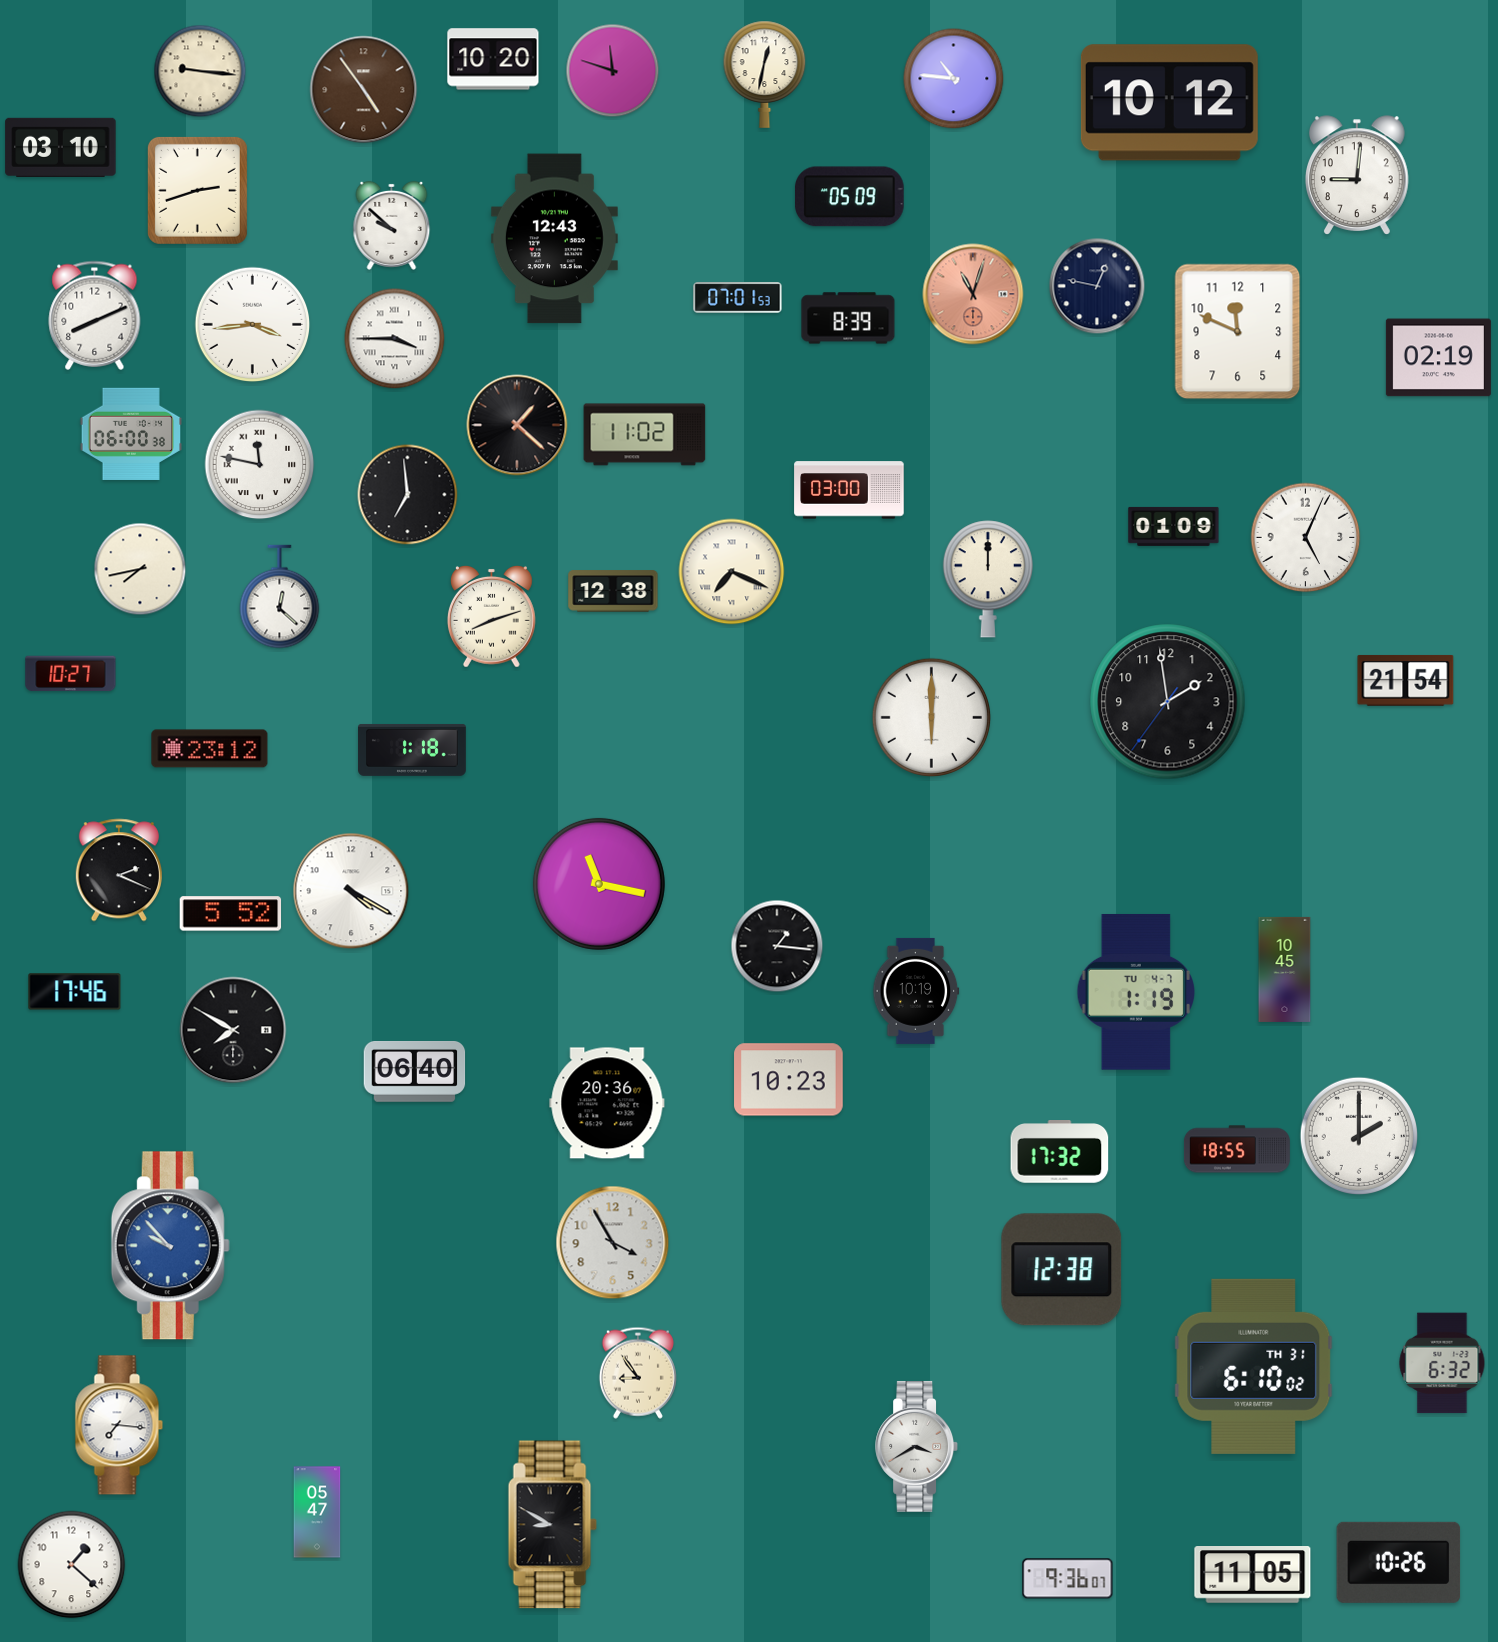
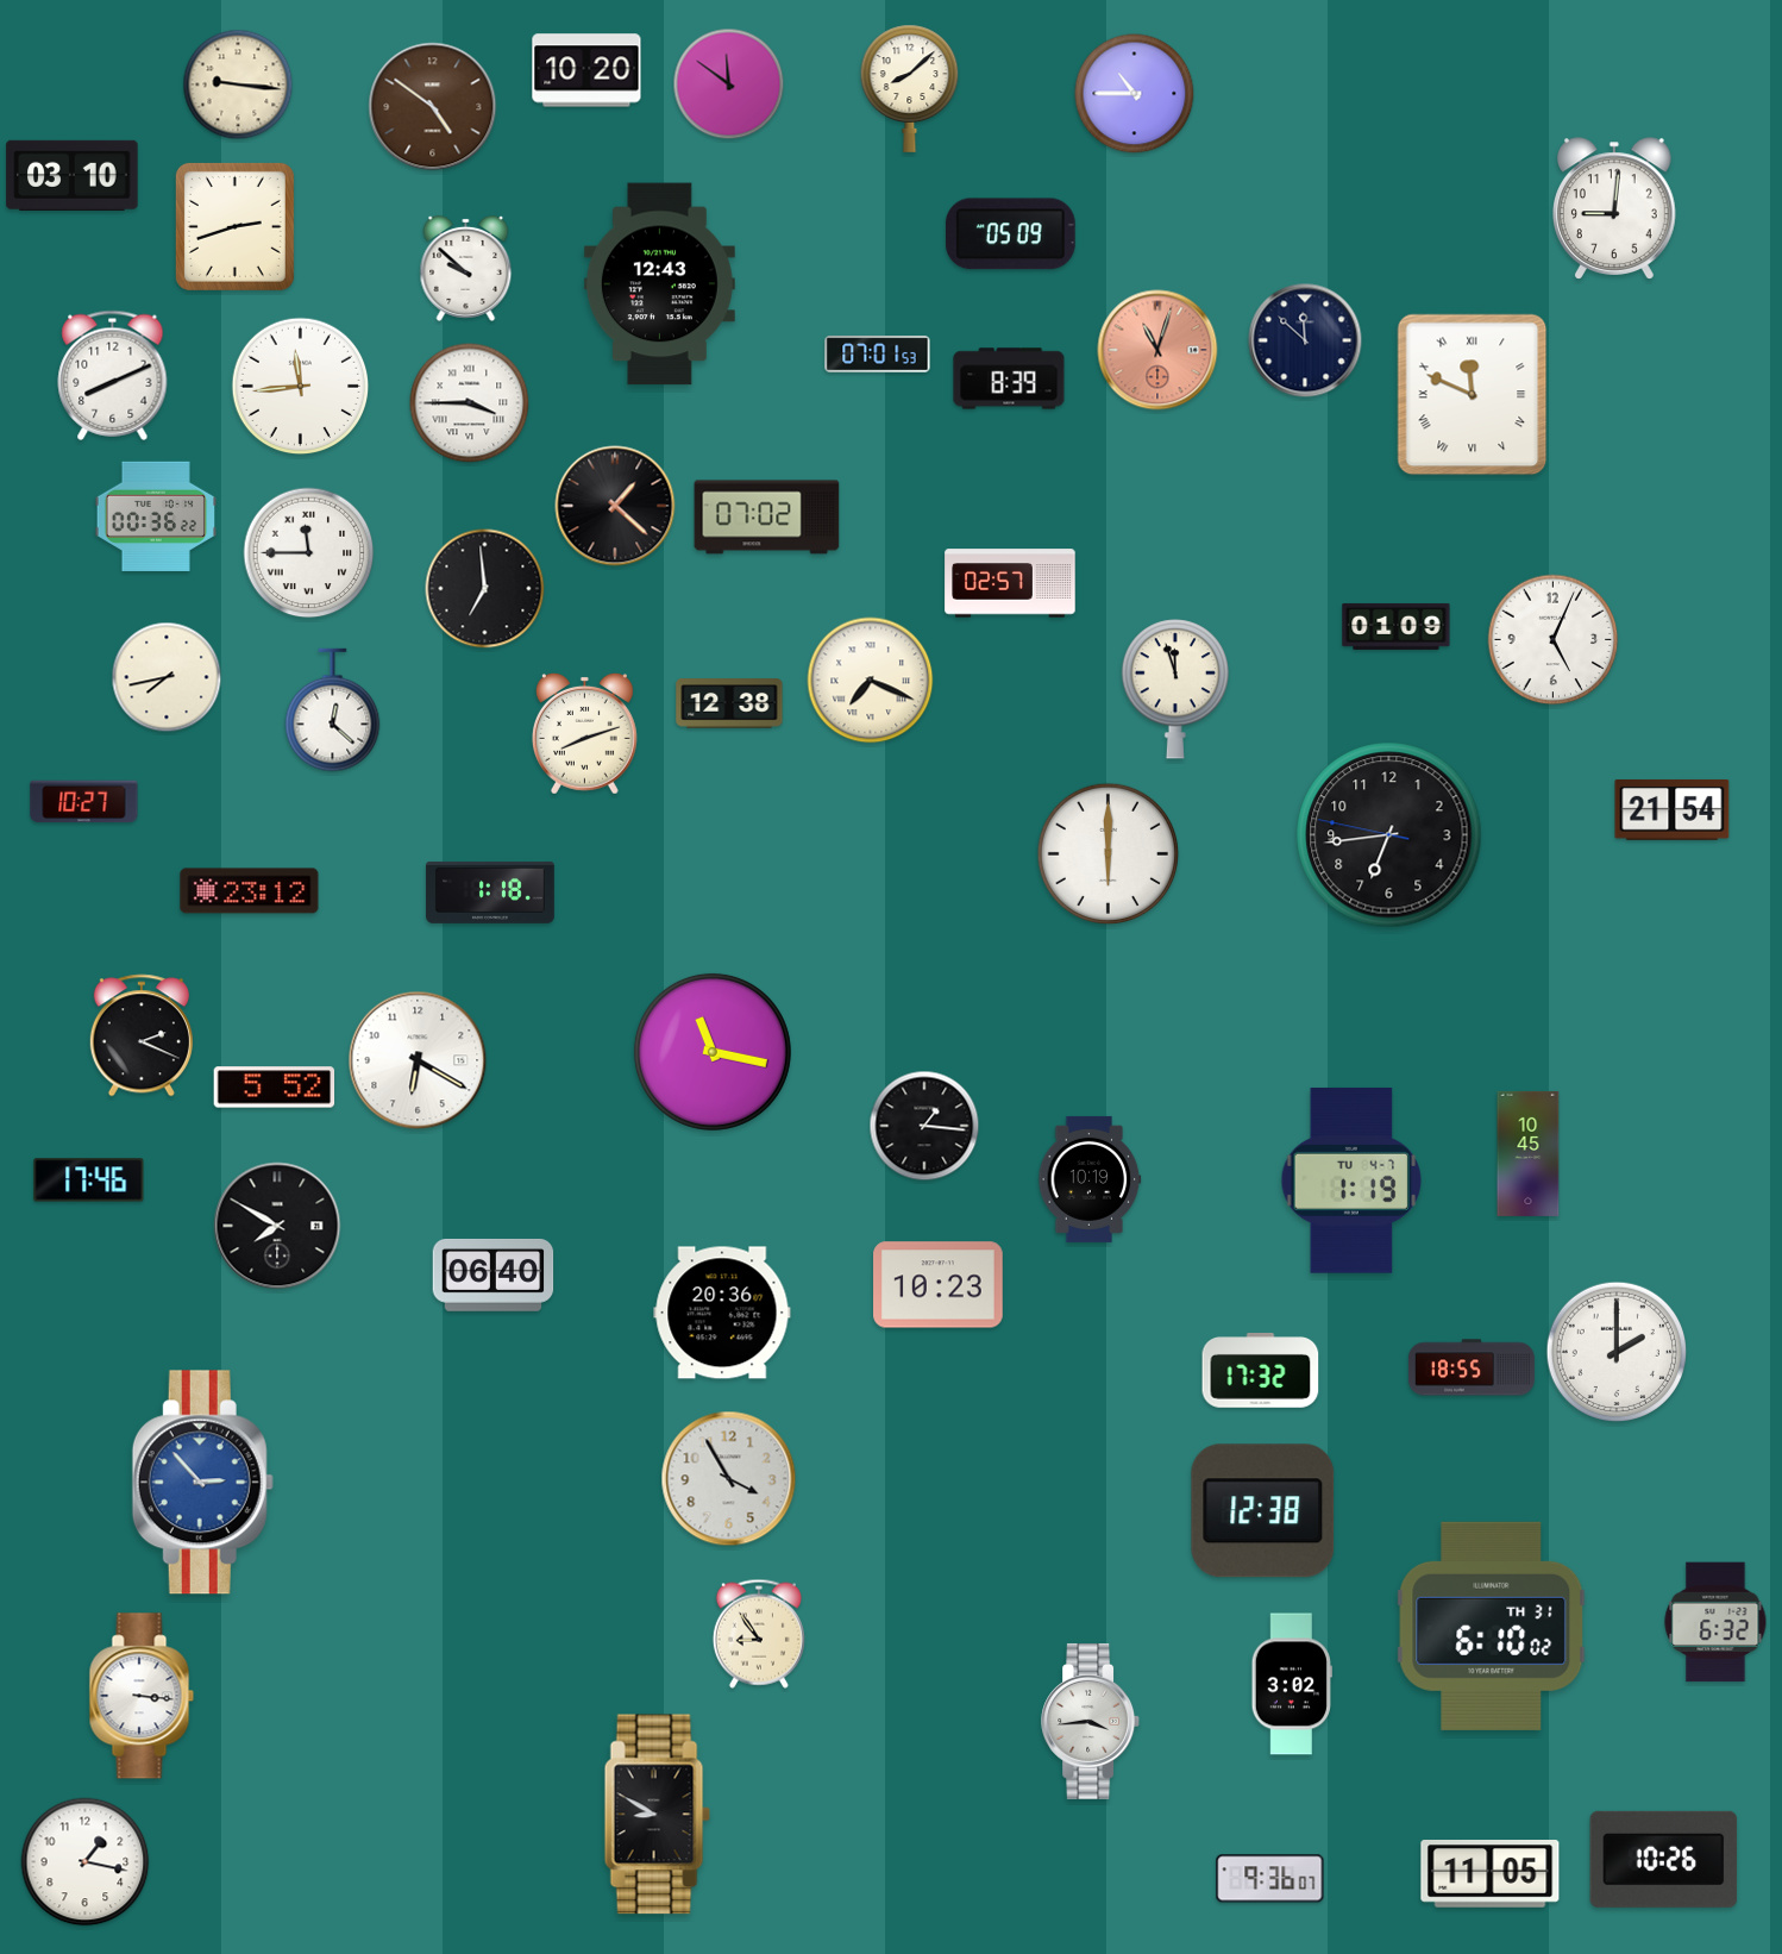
clock at (613, 71): 11:48 -> 11:51
clock at (765, 74): 12:32 -> 8:08
clock at (954, 79): 10:46 -> 10:45
clock at (364, 90): 4:54 -> 4:51
clock at (1169, 103): 10:12 -> none
clock at (1097, 286): 12:47 -> 11:52
clock at (253, 325): 3:44 -> 11:44
clock at (1238, 332) numerals: Arabic -> Roman
clock at (1438, 358): 02:19 -> none
clock at (130, 434): 06:00 -> 00:36
clock at (645, 435): 11:02 -> 07:02
clock at (260, 465): 11:47 -> 11:45
clock at (849, 490): 03:00 -> 02:57
clock at (988, 579): 12:00 -> 11:57
clock at (1168, 702): 1:58 -> 6:43
clock at (351, 891): 4:20 -> 6:20
clock at (170, 1246): 9:53 -> 2:53
clock at (1292, 1684): none -> 3:02
clock at (119, 1425): 7:16 -> 3:16
clock at (917, 1446): 3:40 -> 3:44
clock at (317, 1512): 05:47 -> none
clock at (72, 1565): 1:22 -> 1:17
